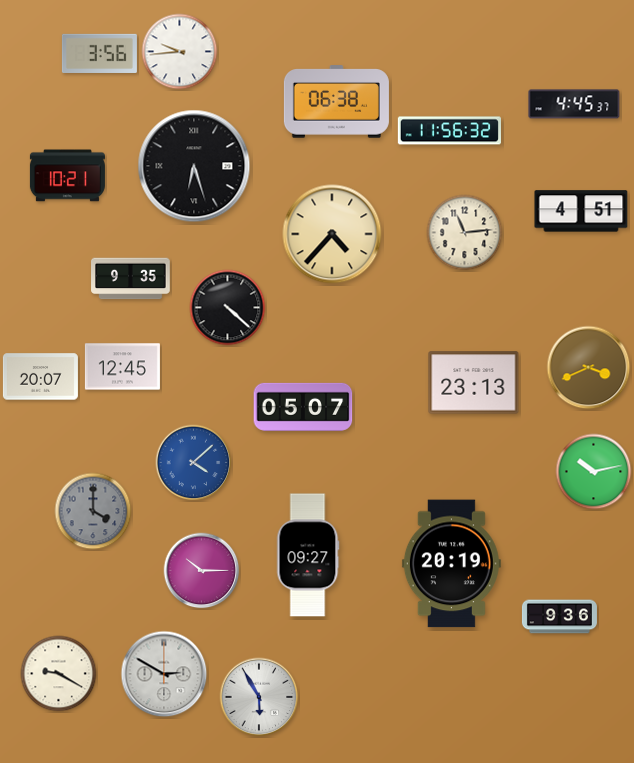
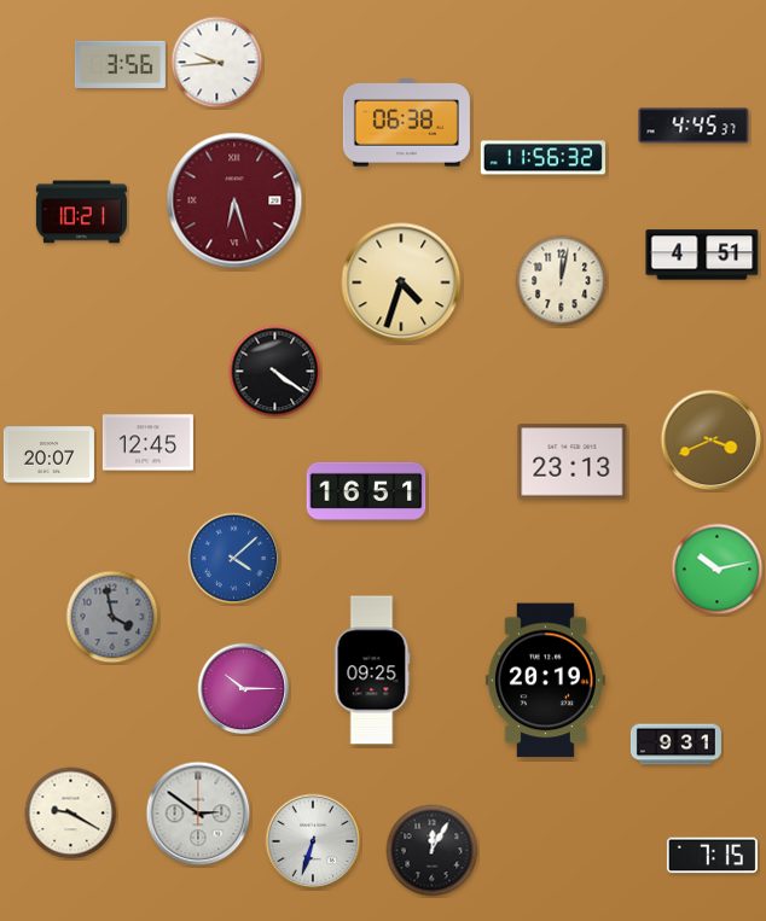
clock at (194, 166) dial: black -> burgundy
clock at (465, 233): 11:14 -> 12:02
clock at (332, 234): 4:37 -> 4:33
clock at (131, 279): 9:35 -> none
clock at (228, 308): 4:22 -> 4:21
clock at (589, 368) position: (589, 368) -> (712, 441)
clock at (303, 407): 05:07 -> 16:51
clock at (93, 511): 4:00 -> 3:58
clock at (308, 555): 09:27 -> 09:25
clock at (559, 617): 9:36 -> 9:31
clock at (164, 674): 2:50 -> 2:51
clock at (259, 697): 5:55 -> 6:33
clock at (433, 851): none -> 12:05
clock at (712, 856): none -> 7:15
